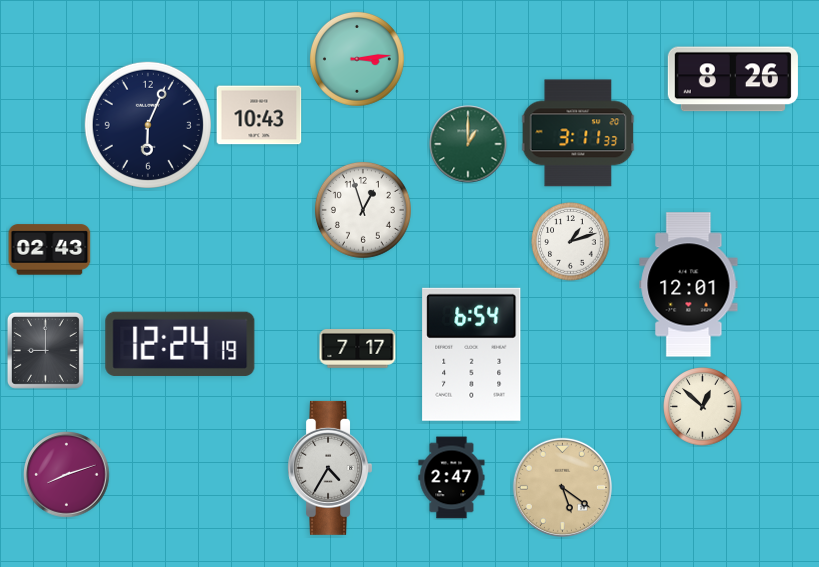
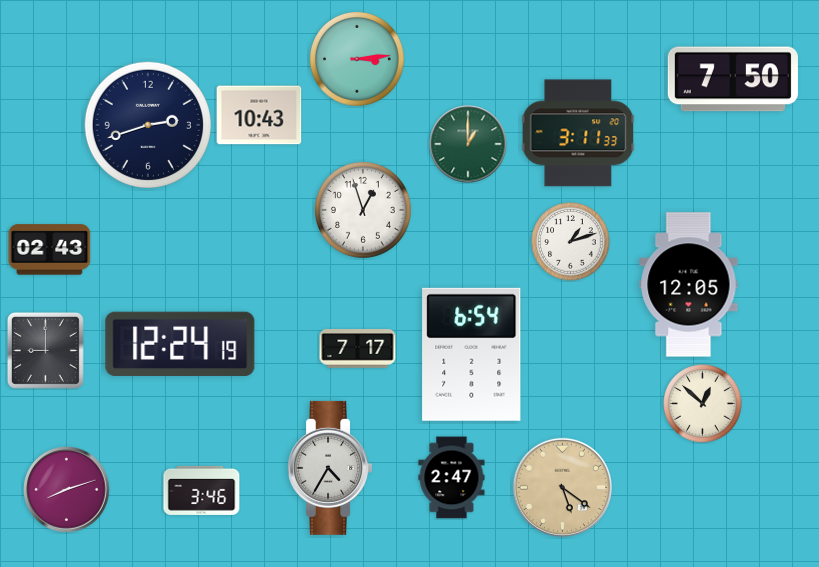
clock at (733, 79): 8:26 -> 7:50
clock at (148, 125): 6:04 -> 2:42
clock at (689, 285): 12:01 -> 12:05
clock at (703, 407) position: (703, 407) -> (703, 404)
clock at (67, 475) position: (67, 475) -> (67, 490)
clock at (202, 490): none -> 3:46
